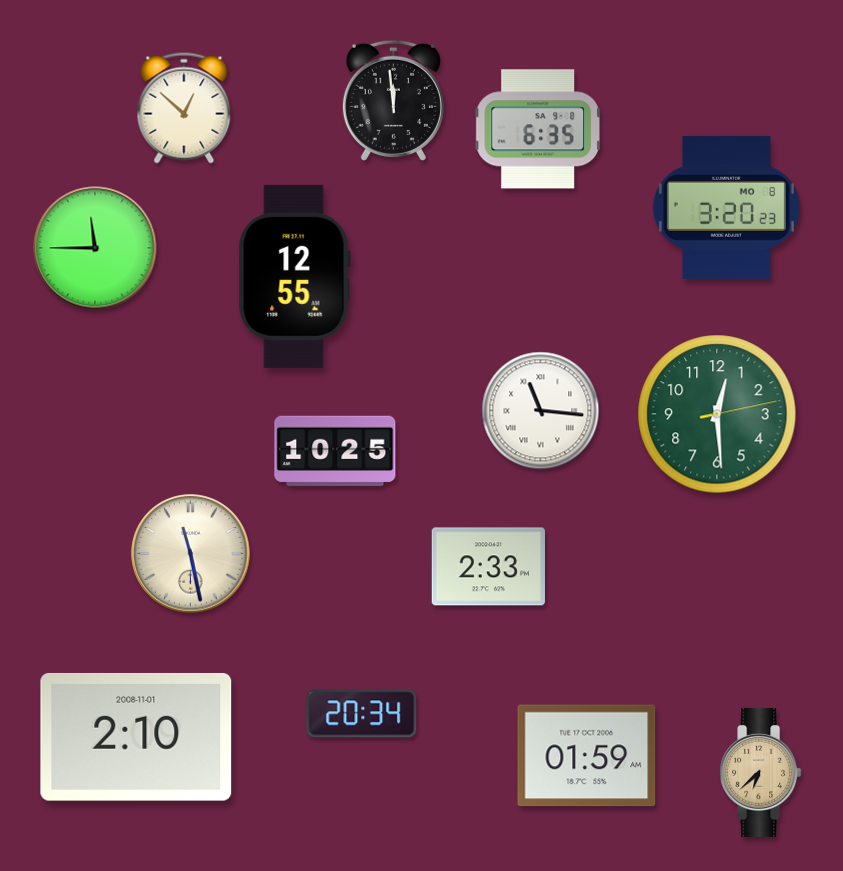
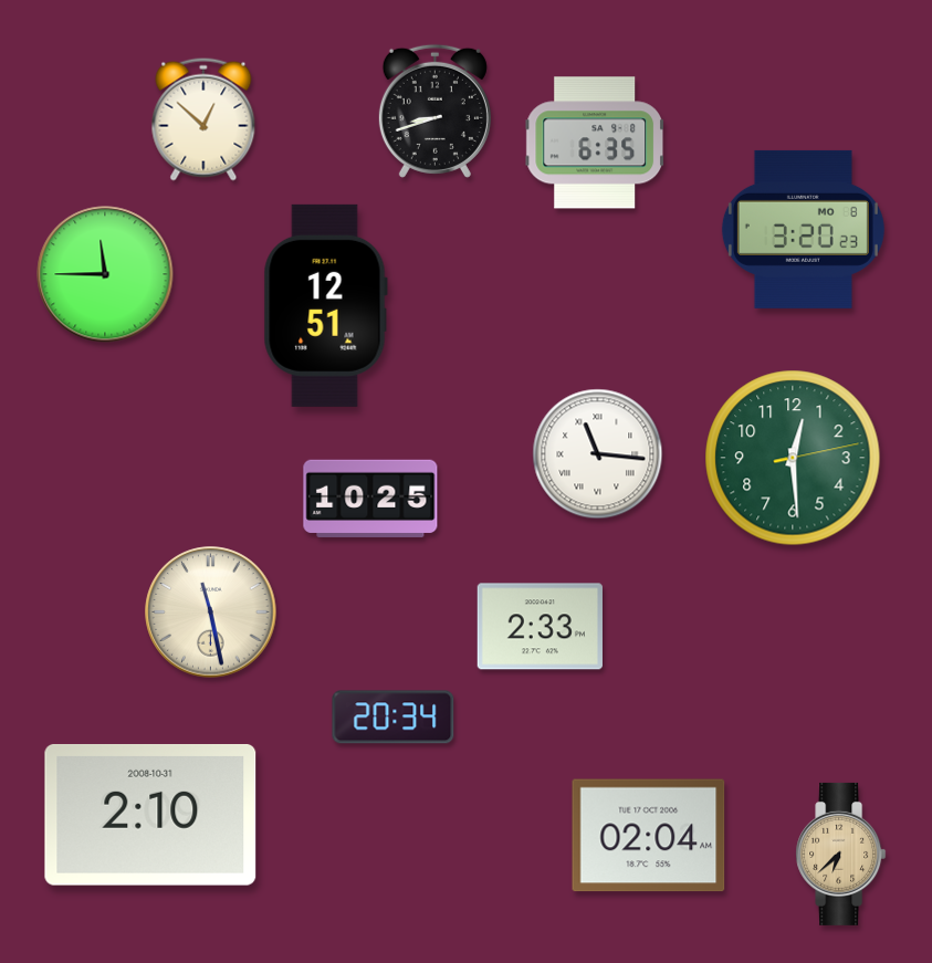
clock at (393, 100): 11:59 -> 8:42
clock at (294, 276): 12:55 -> 12:51
clock at (362, 714) position: (362, 714) -> (394, 718)
clock at (136, 737) date: 2008-11-01 -> 2008-10-31
clock at (587, 756): 01:59 -> 02:04
